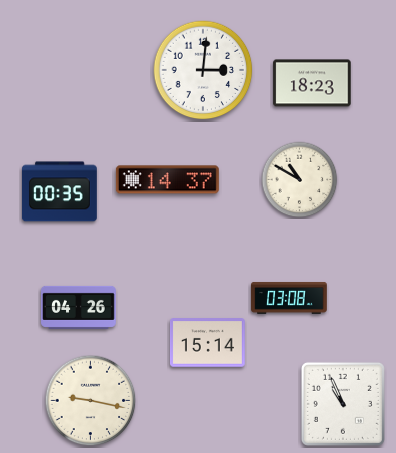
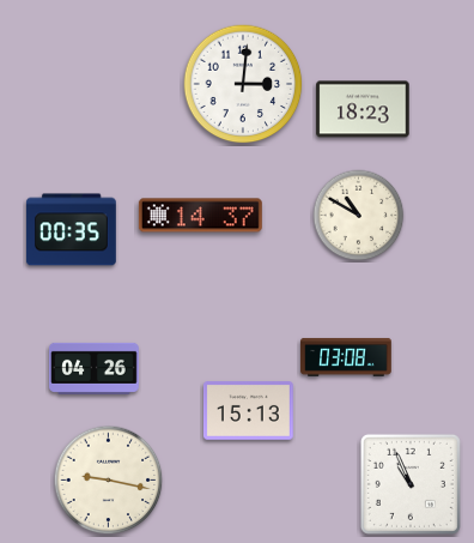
clock at (312, 83) position: (312, 83) -> (363, 109)
clock at (208, 343): 15:14 -> 15:13
